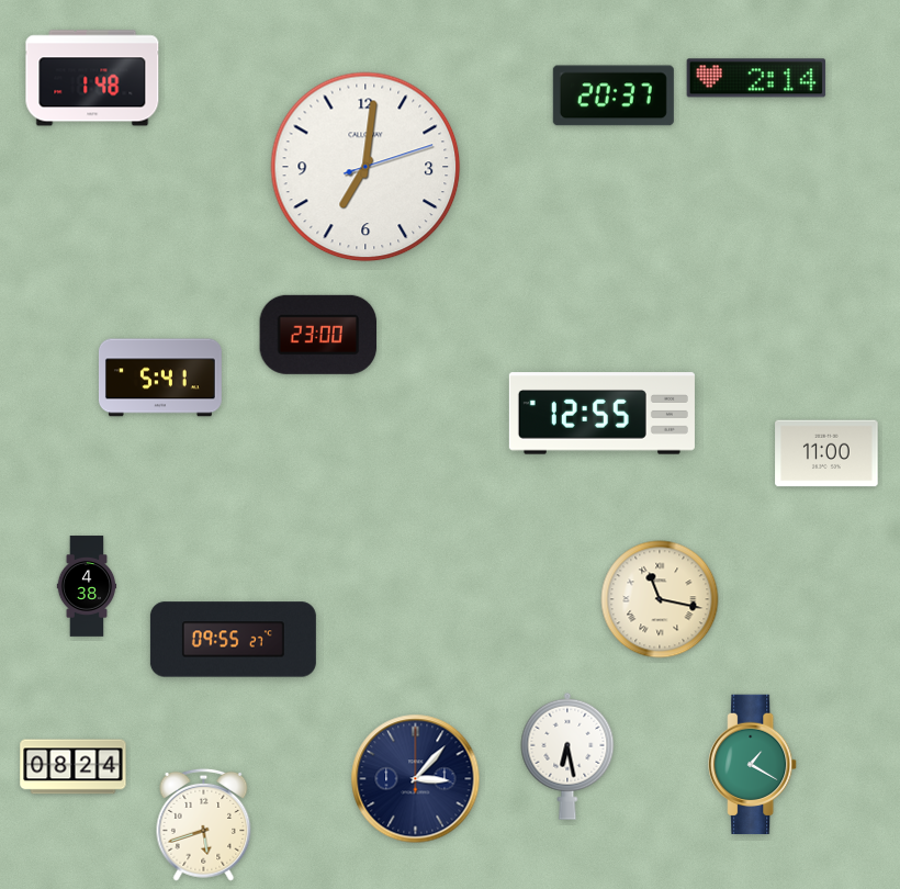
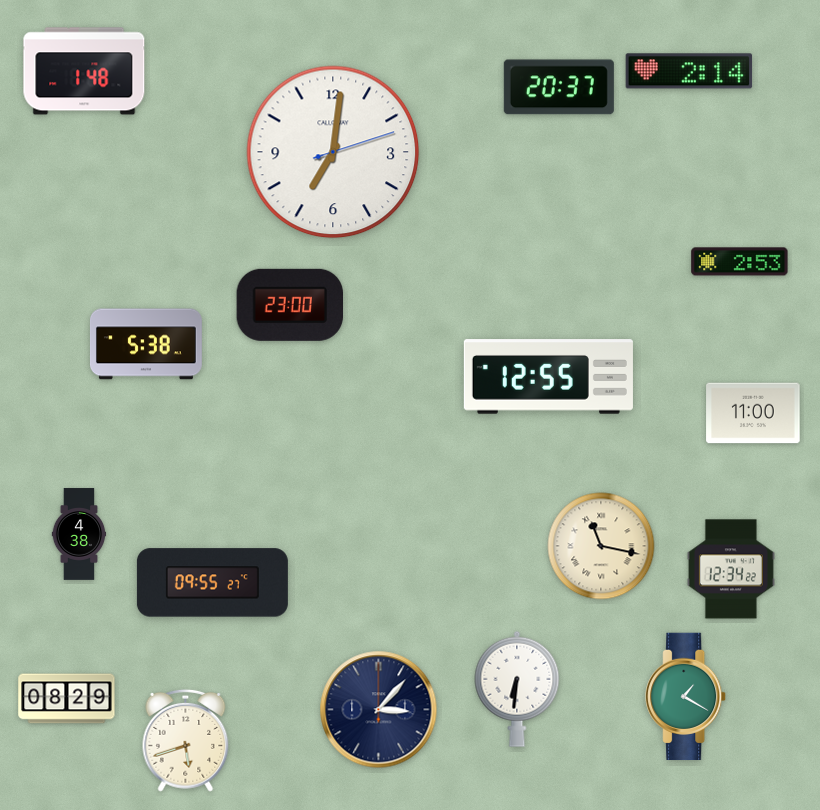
clock at (740, 262): none -> 2:53
clock at (160, 378): 5:41 -> 5:38
clock at (731, 569): none -> 12:34
clock at (567, 756): 6:28 -> 6:31
clock at (74, 767): 08:24 -> 08:29
clock at (204, 824) position: (204, 824) -> (186, 740)
